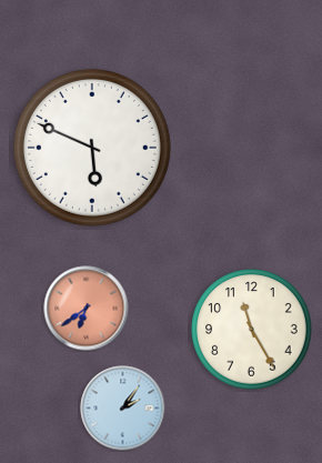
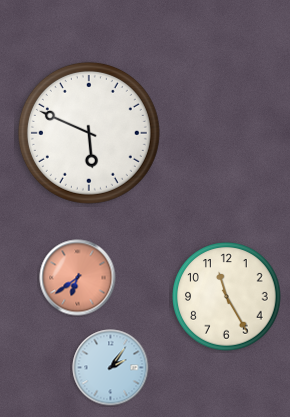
clock at (92, 148) position: (92, 148) -> (89, 133)
